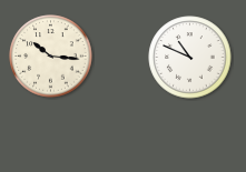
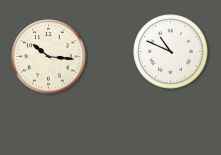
clock at (51, 57) position: (51, 57) -> (49, 57)
